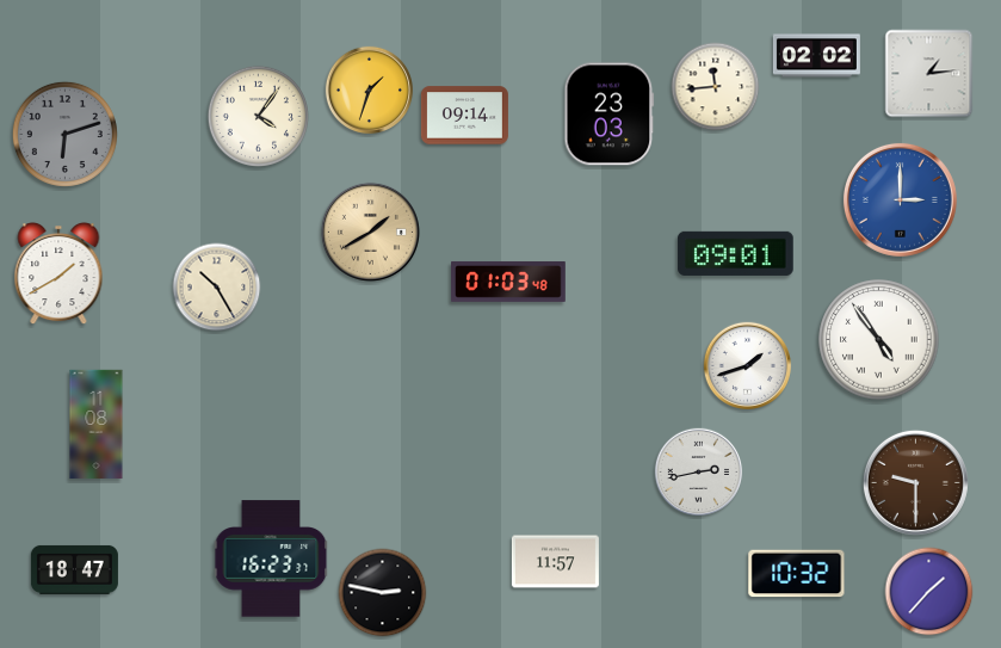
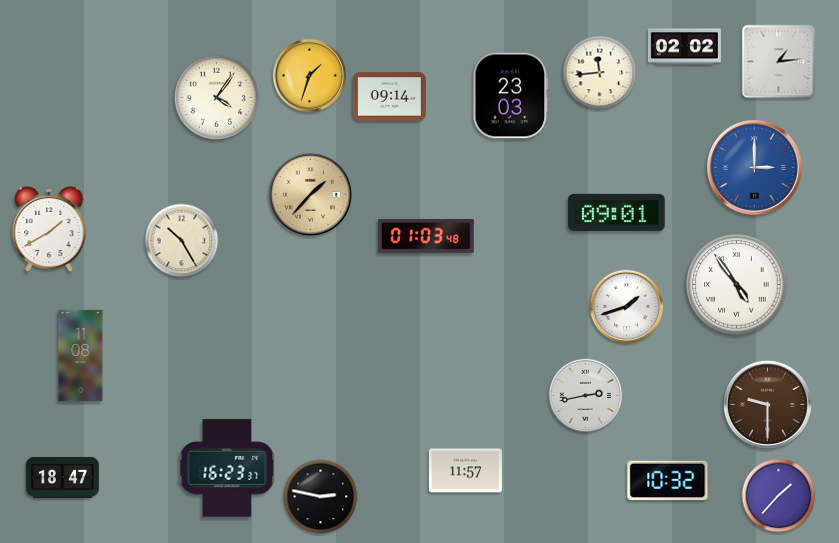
clock at (64, 134): 6:12 -> none
clock at (370, 232): 1:40 -> 1:37
